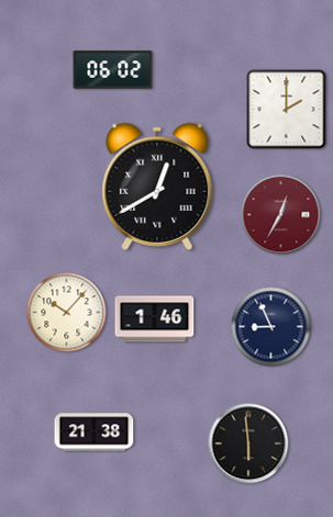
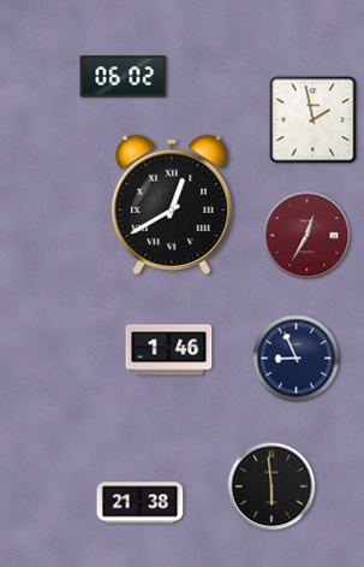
clock at (287, 110): 2:00 -> 1:58
clock at (67, 313): 10:07 -> none
clock at (95, 432) position: (95, 432) -> (141, 503)
